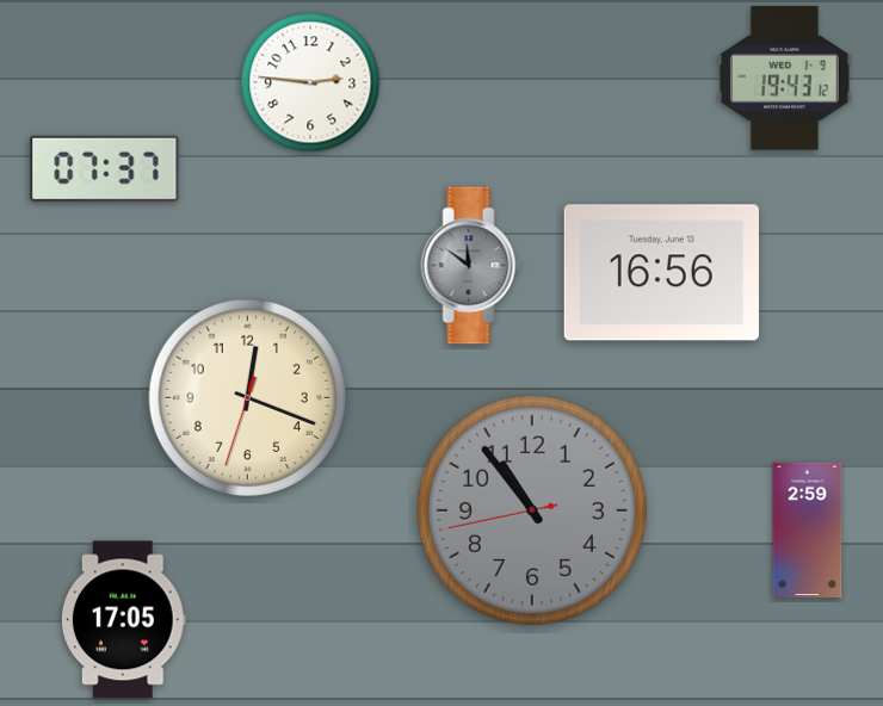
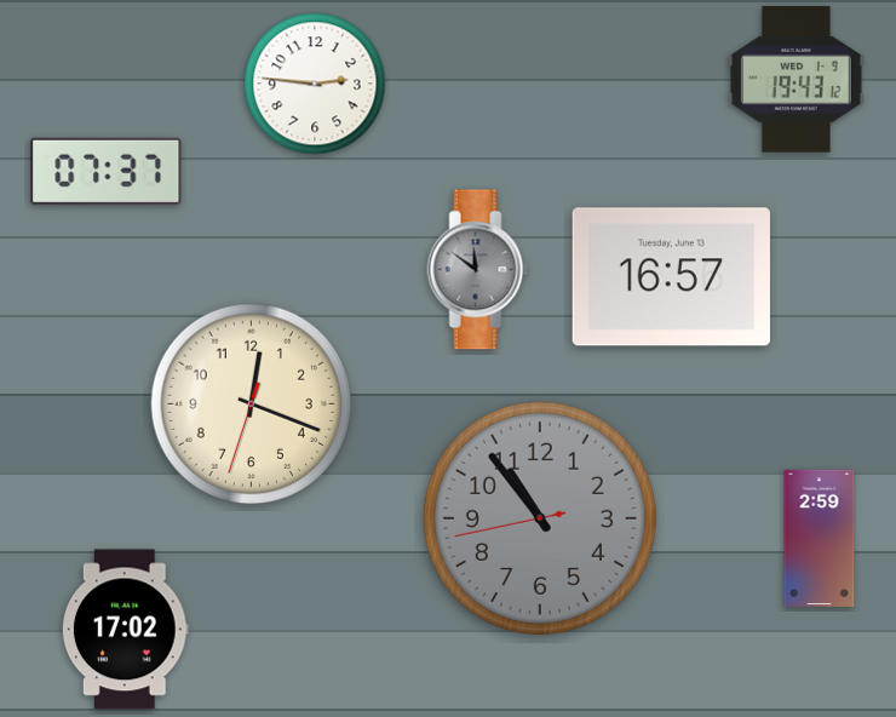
clock at (661, 273): 16:56 -> 16:57
clock at (123, 620): 17:05 -> 17:02
